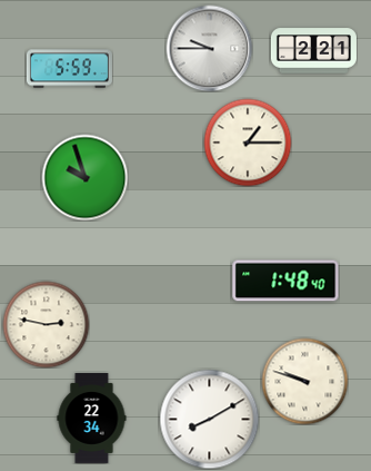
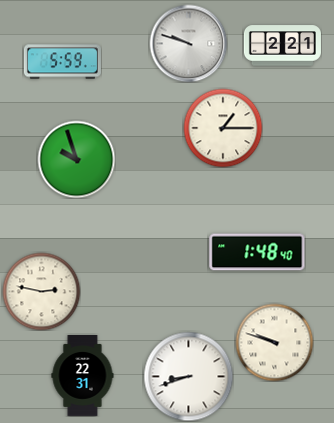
clock at (209, 48): 9:45 -> 9:48
clock at (92, 419): 22:34 -> 22:31
clock at (209, 419): 8:10 -> 8:42
